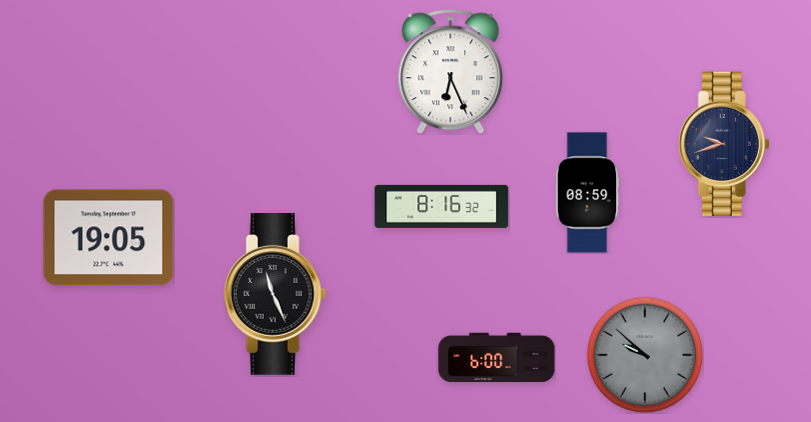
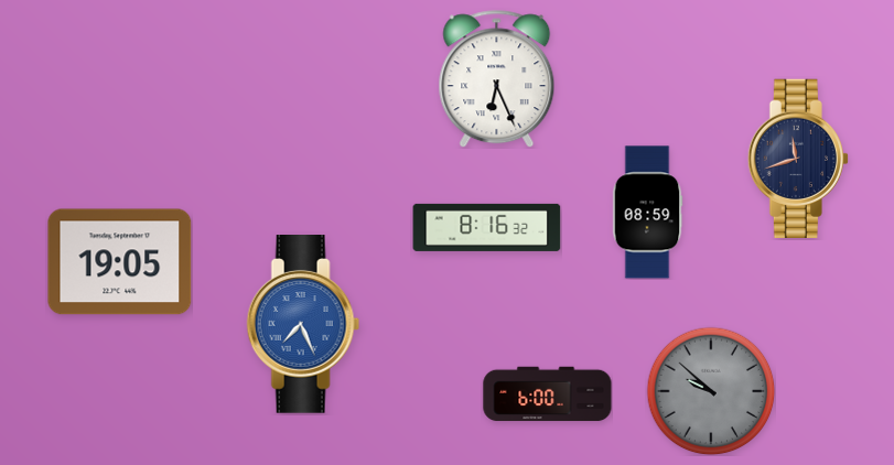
clock at (724, 143): 9:42 -> 11:42
clock at (275, 295): 11:26 -> 7:26
clock at (275, 295) dial: black -> blue
